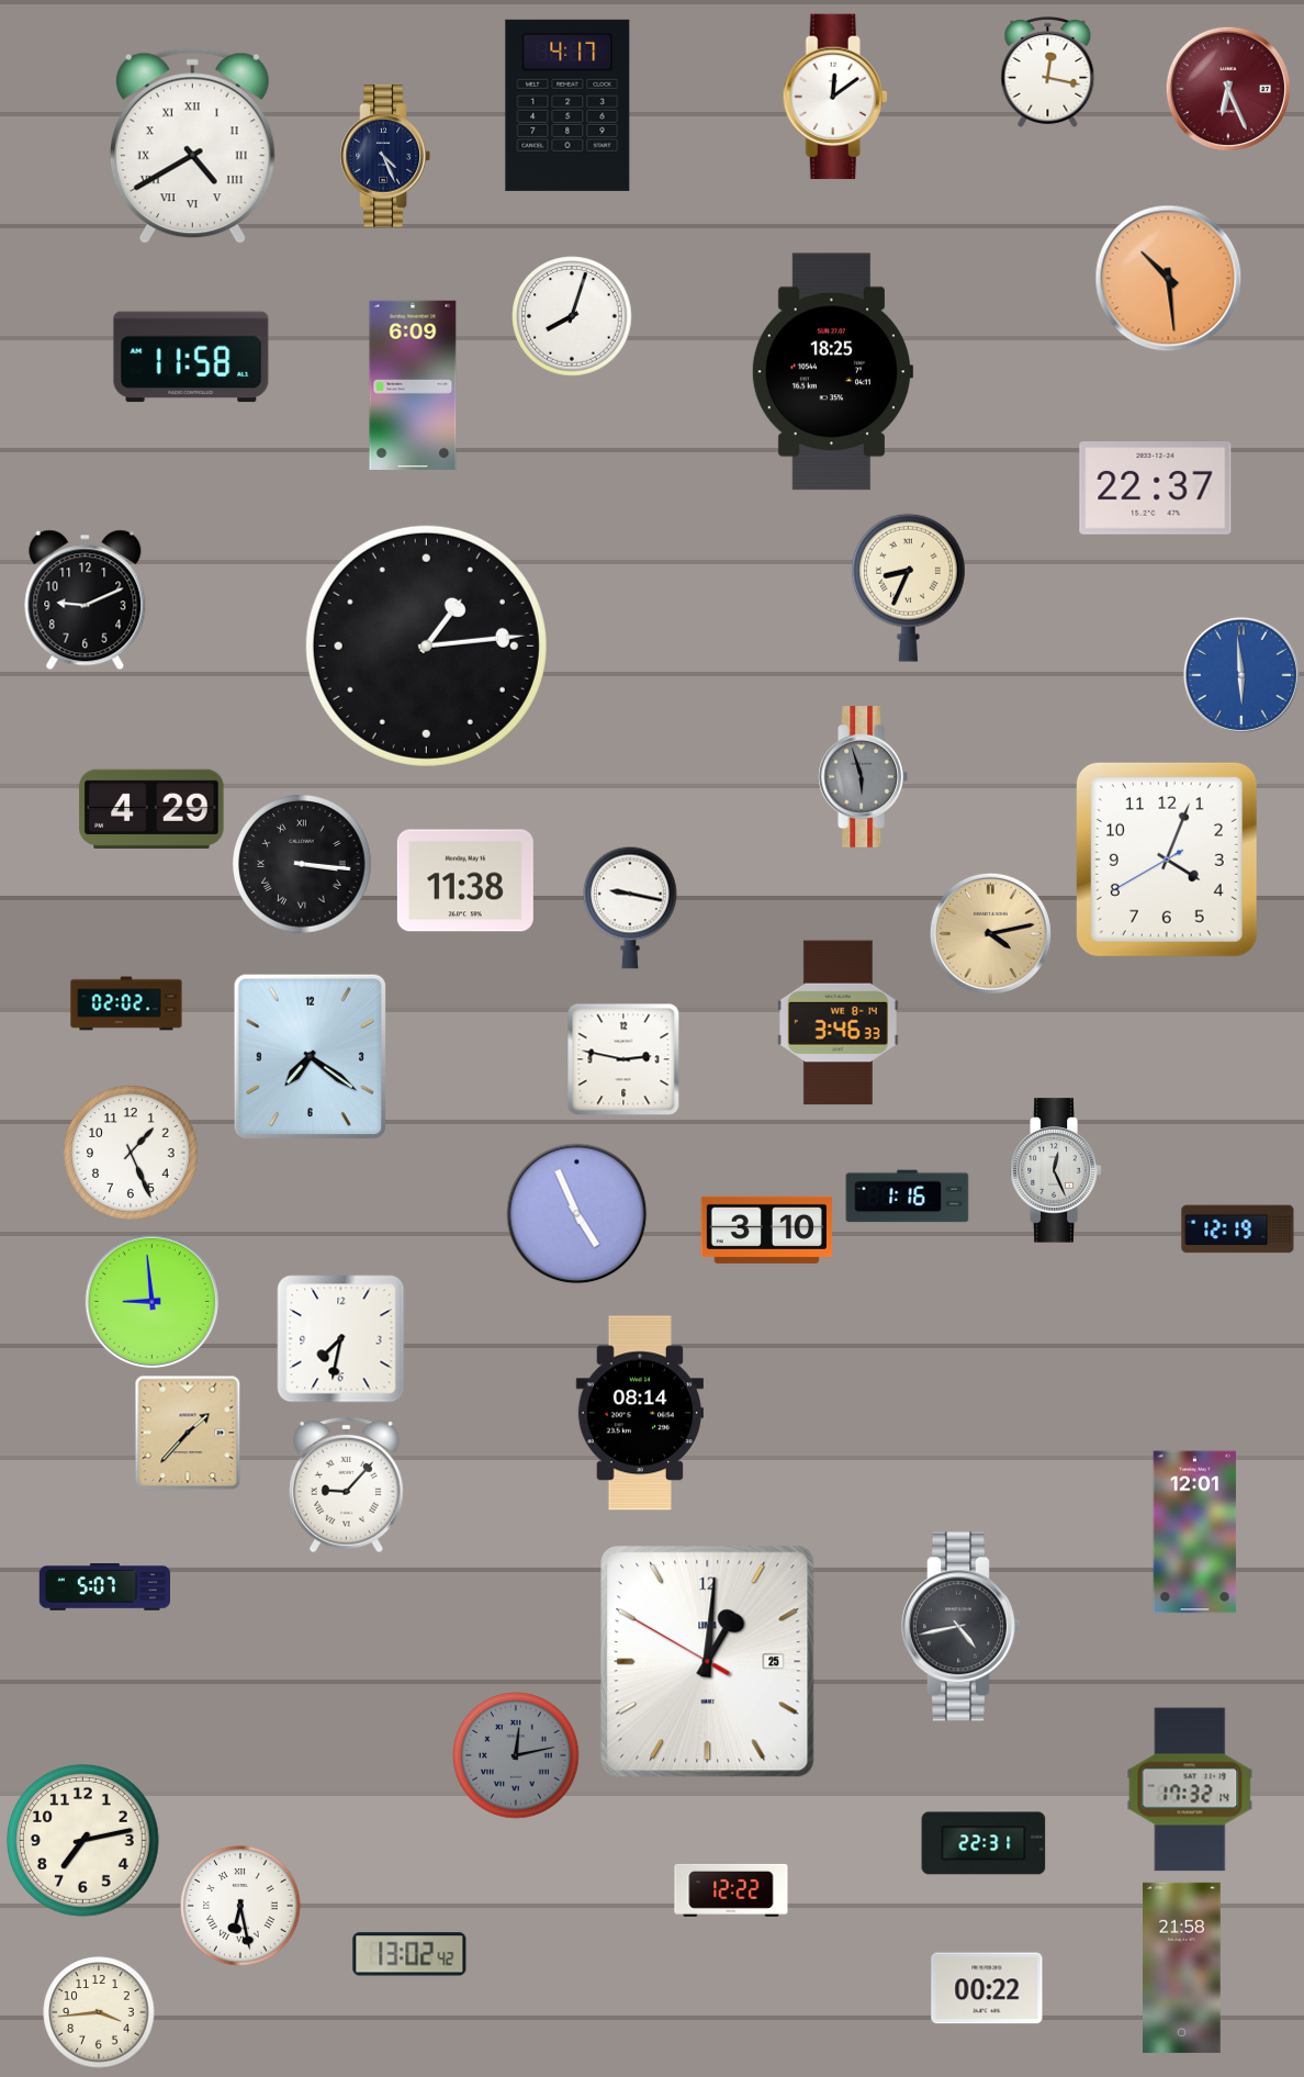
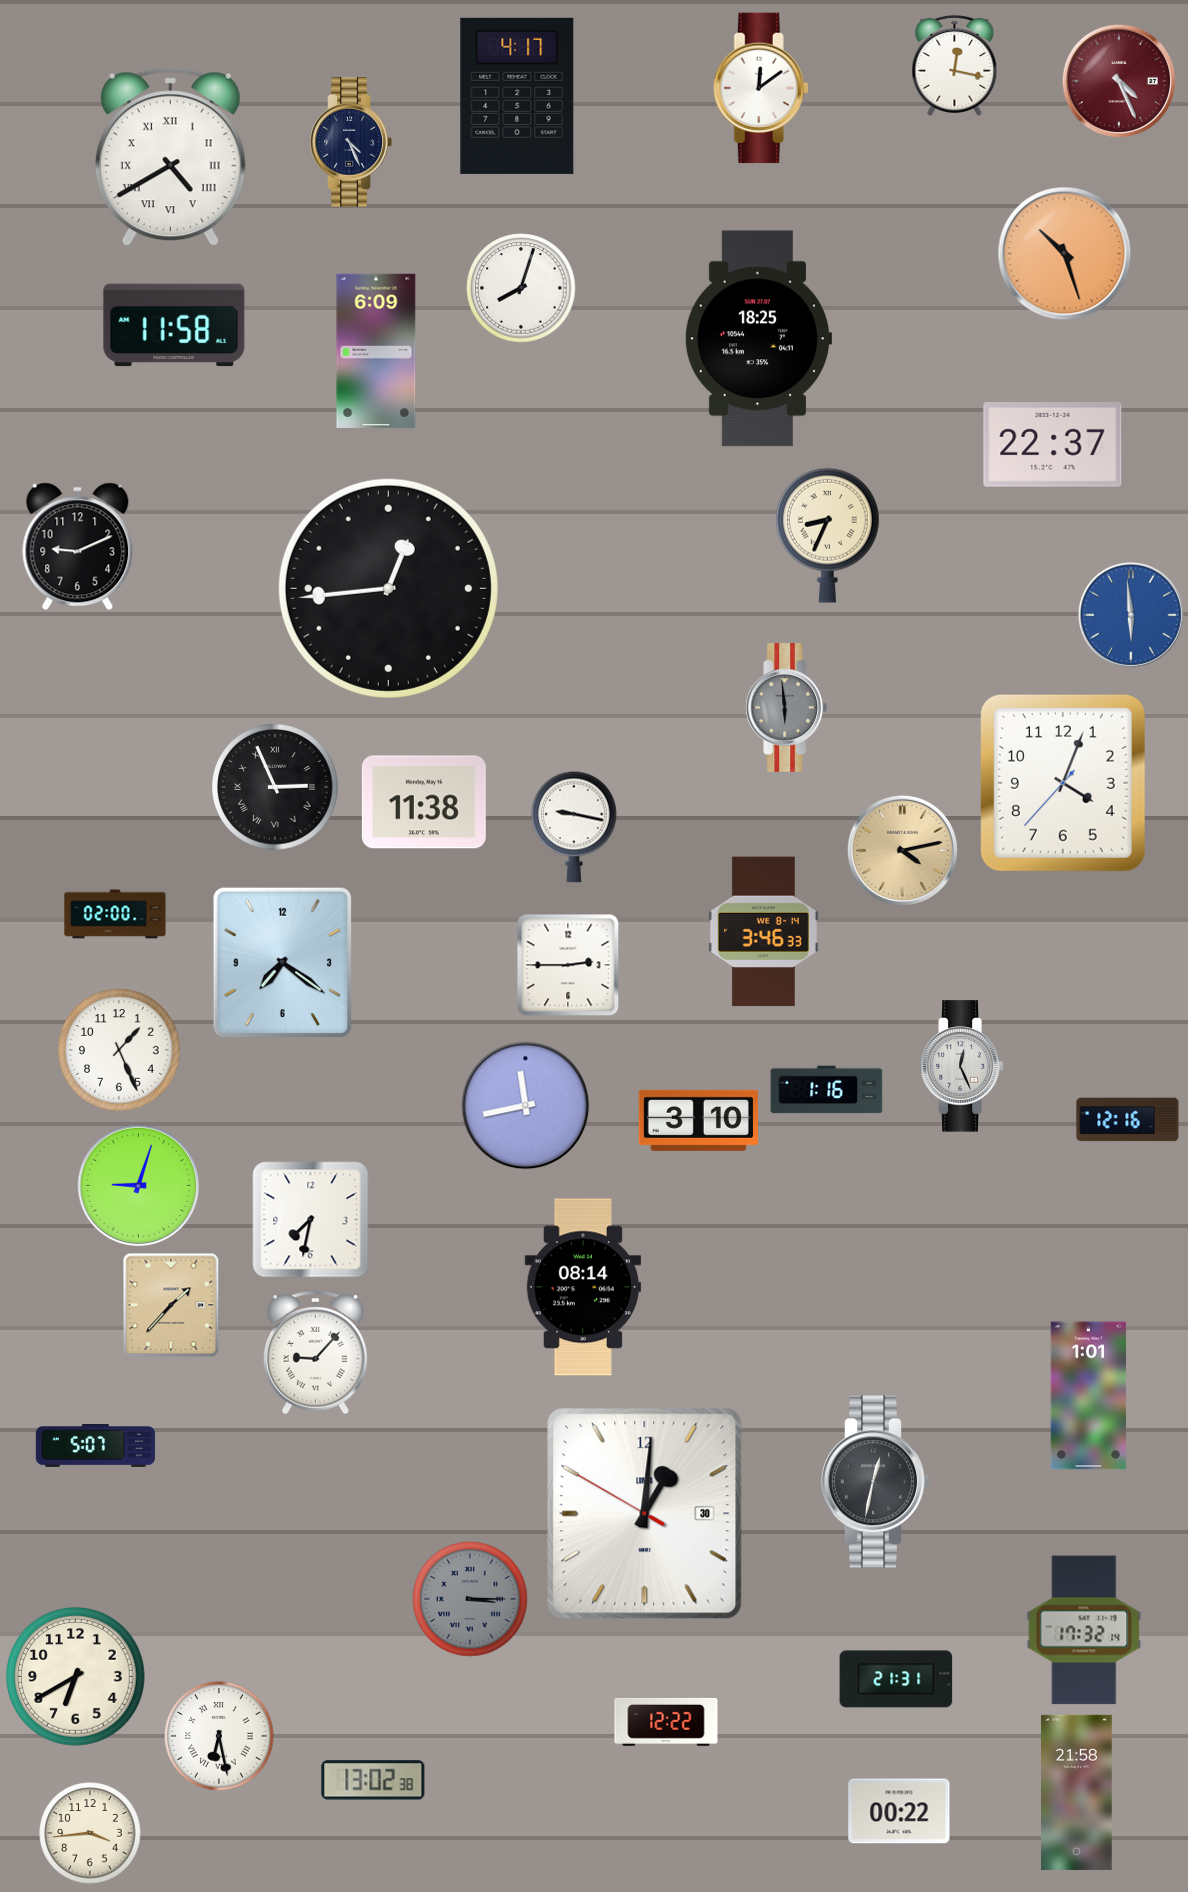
clock at (1228, 89): 6:26 -> 4:26
clock at (192, 146) position: (192, 146) -> (170, 157)
clock at (1169, 279): 10:29 -> 10:27
clock at (426, 645): 1:14 -> 12:44
clock at (863, 777): 5:57 -> 5:59
clock at (151, 808): 4:29 -> none
clock at (1167, 860): 4:03:40 -> 4:03:37
clock at (302, 864): 3:16 -> 2:56
clock at (126, 1003): 02:02 -> 02:00
clock at (623, 1059): 2:47 -> 2:45
clock at (577, 1214): 4:56 -> 11:43
clock at (1238, 1230): 12:19 -> 12:16
clock at (153, 1302): 8:59 -> 9:03
clock at (1195, 1533): 12:01 -> 1:01
clock at (962, 1627): 4:43 -> 12:32
clock at (708, 1662) date: 25 -> 30
clock at (516, 1755): 12:13 -> 3:15
clock at (83, 1841): 7:13 -> 6:40
clock at (983, 1843): 22:31 -> 21:31
clock at (409, 1954): 13:02:42 -> 13:02:38
